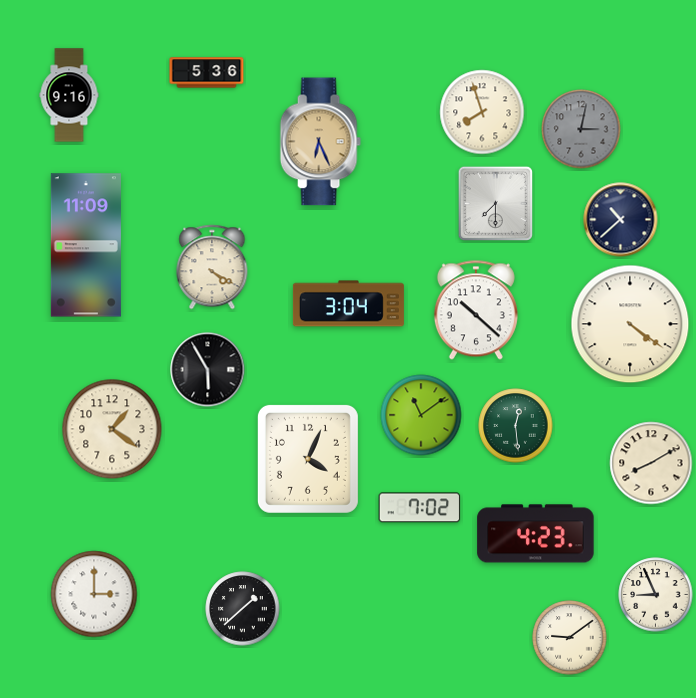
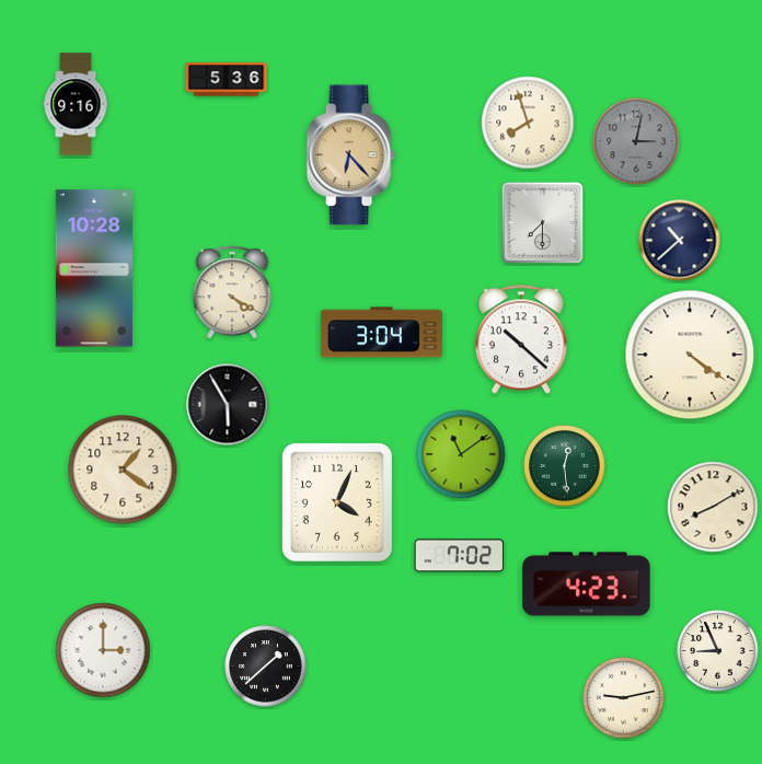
clock at (320, 142): 6:26 -> 6:23
clock at (86, 245): 11:09 -> 10:28
clock at (570, 638): 9:09 -> 9:13
